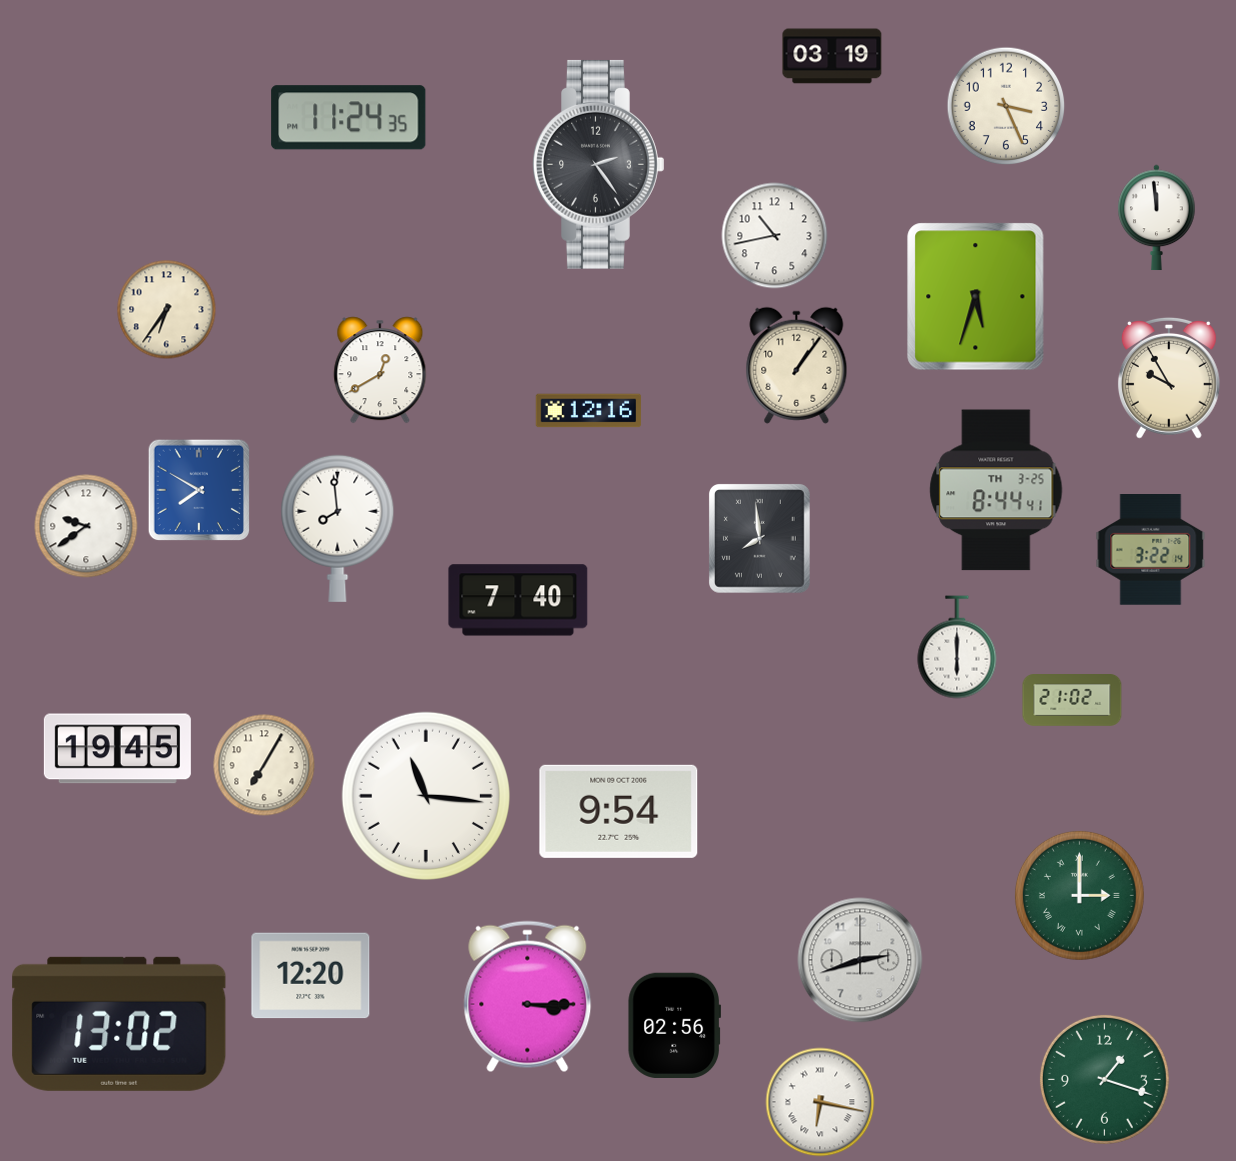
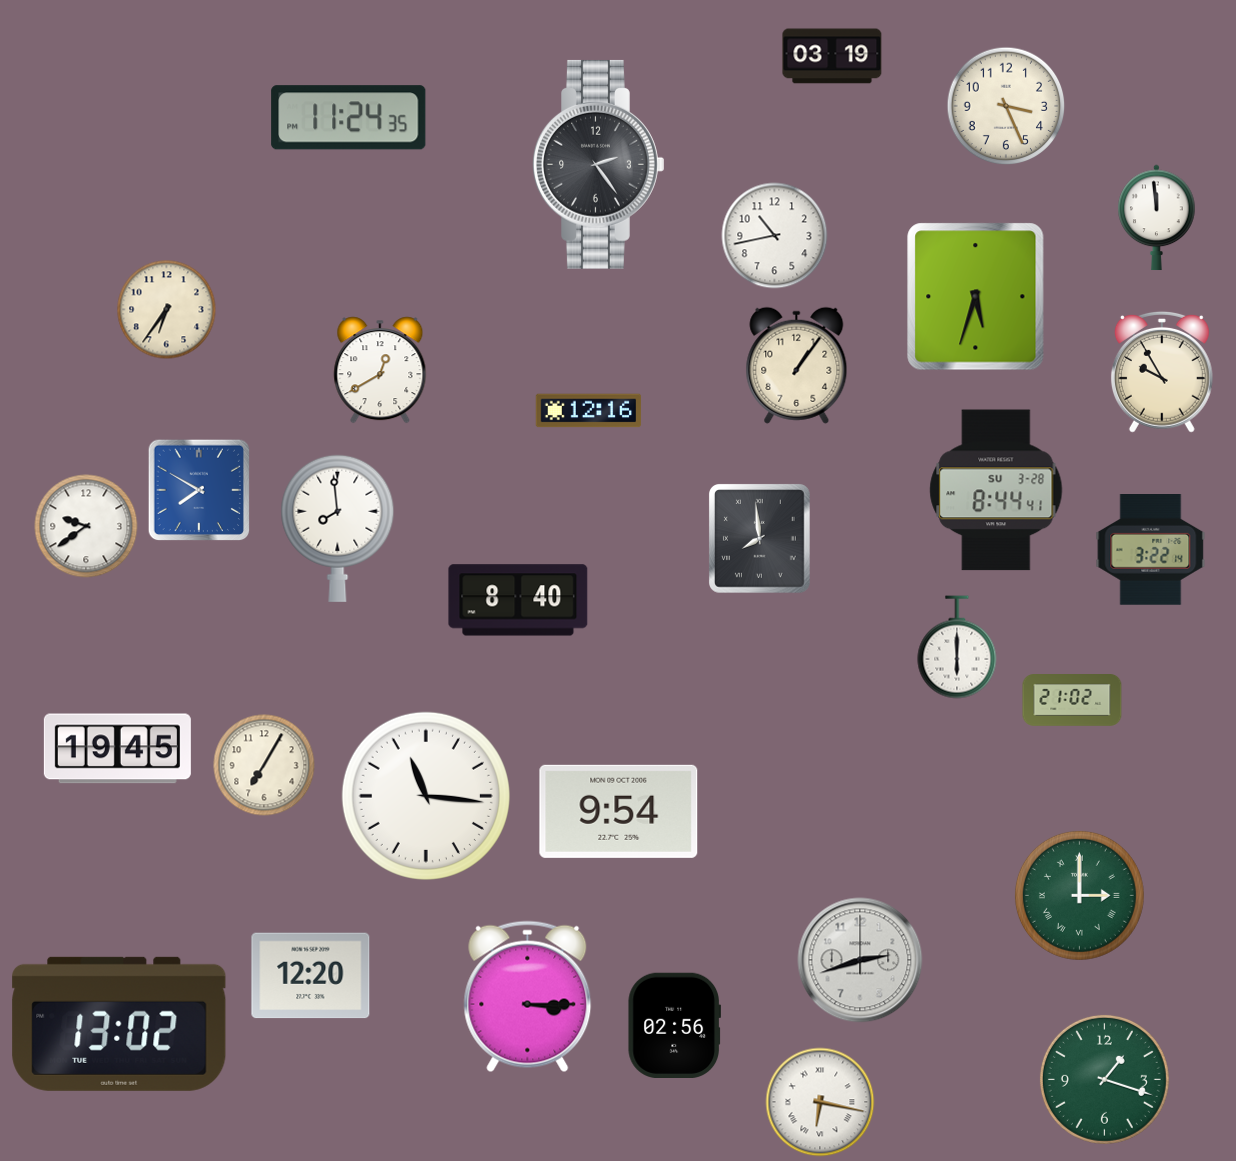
clock at (1169, 378) position: (1169, 378) -> (1162, 372)
clock at (996, 490) date: TH 3-25 -> SU 3-28
clock at (518, 600): 7:40 -> 8:40
